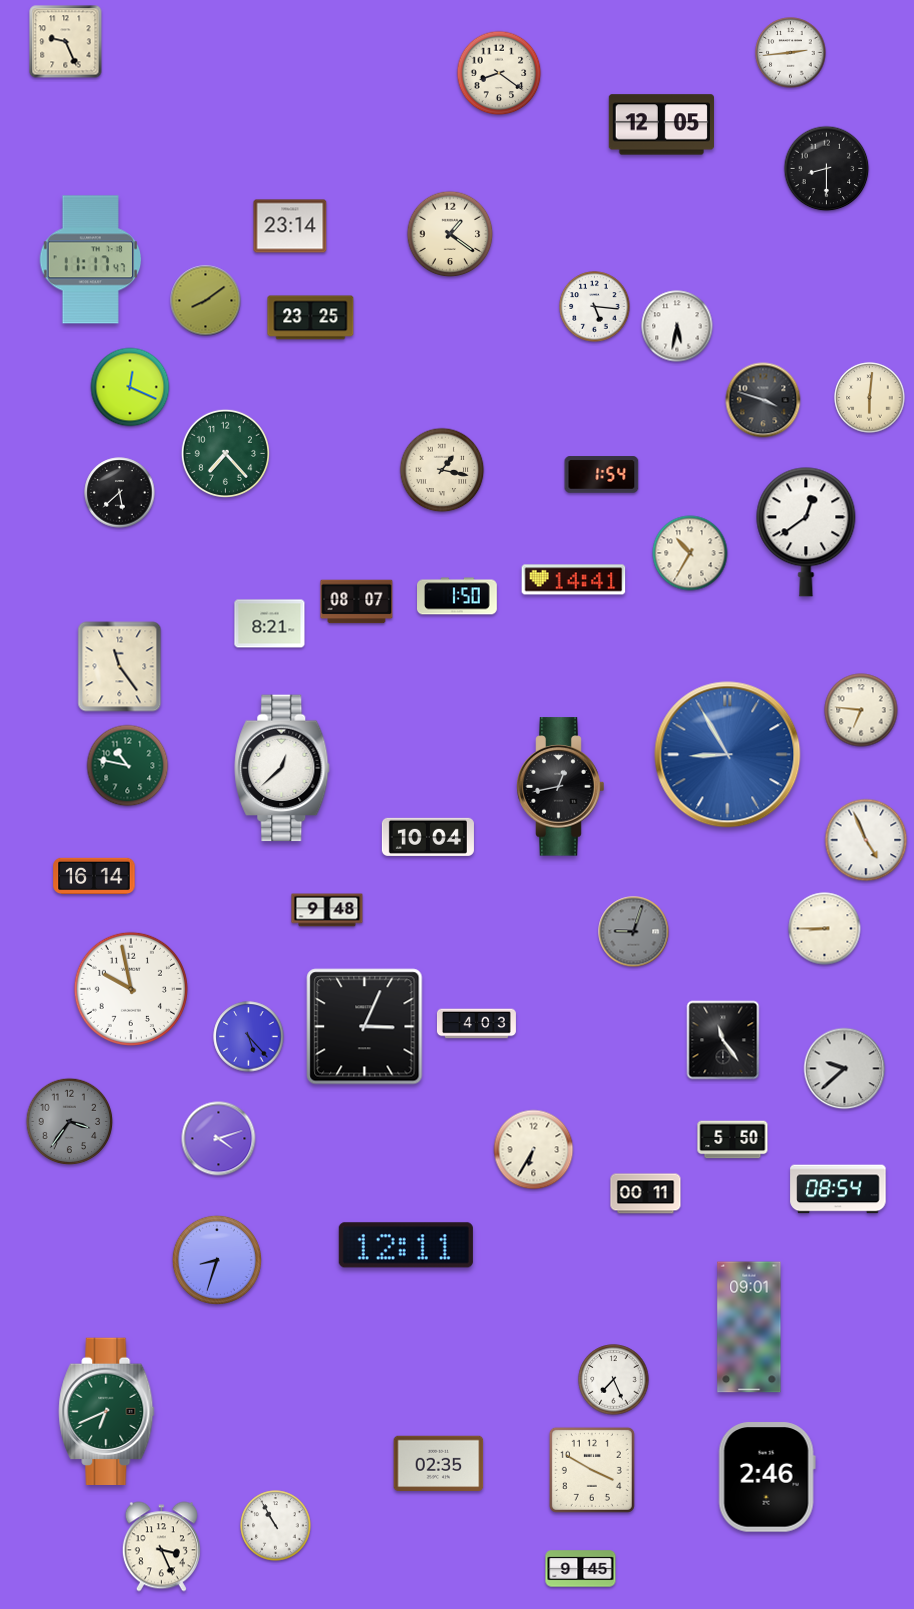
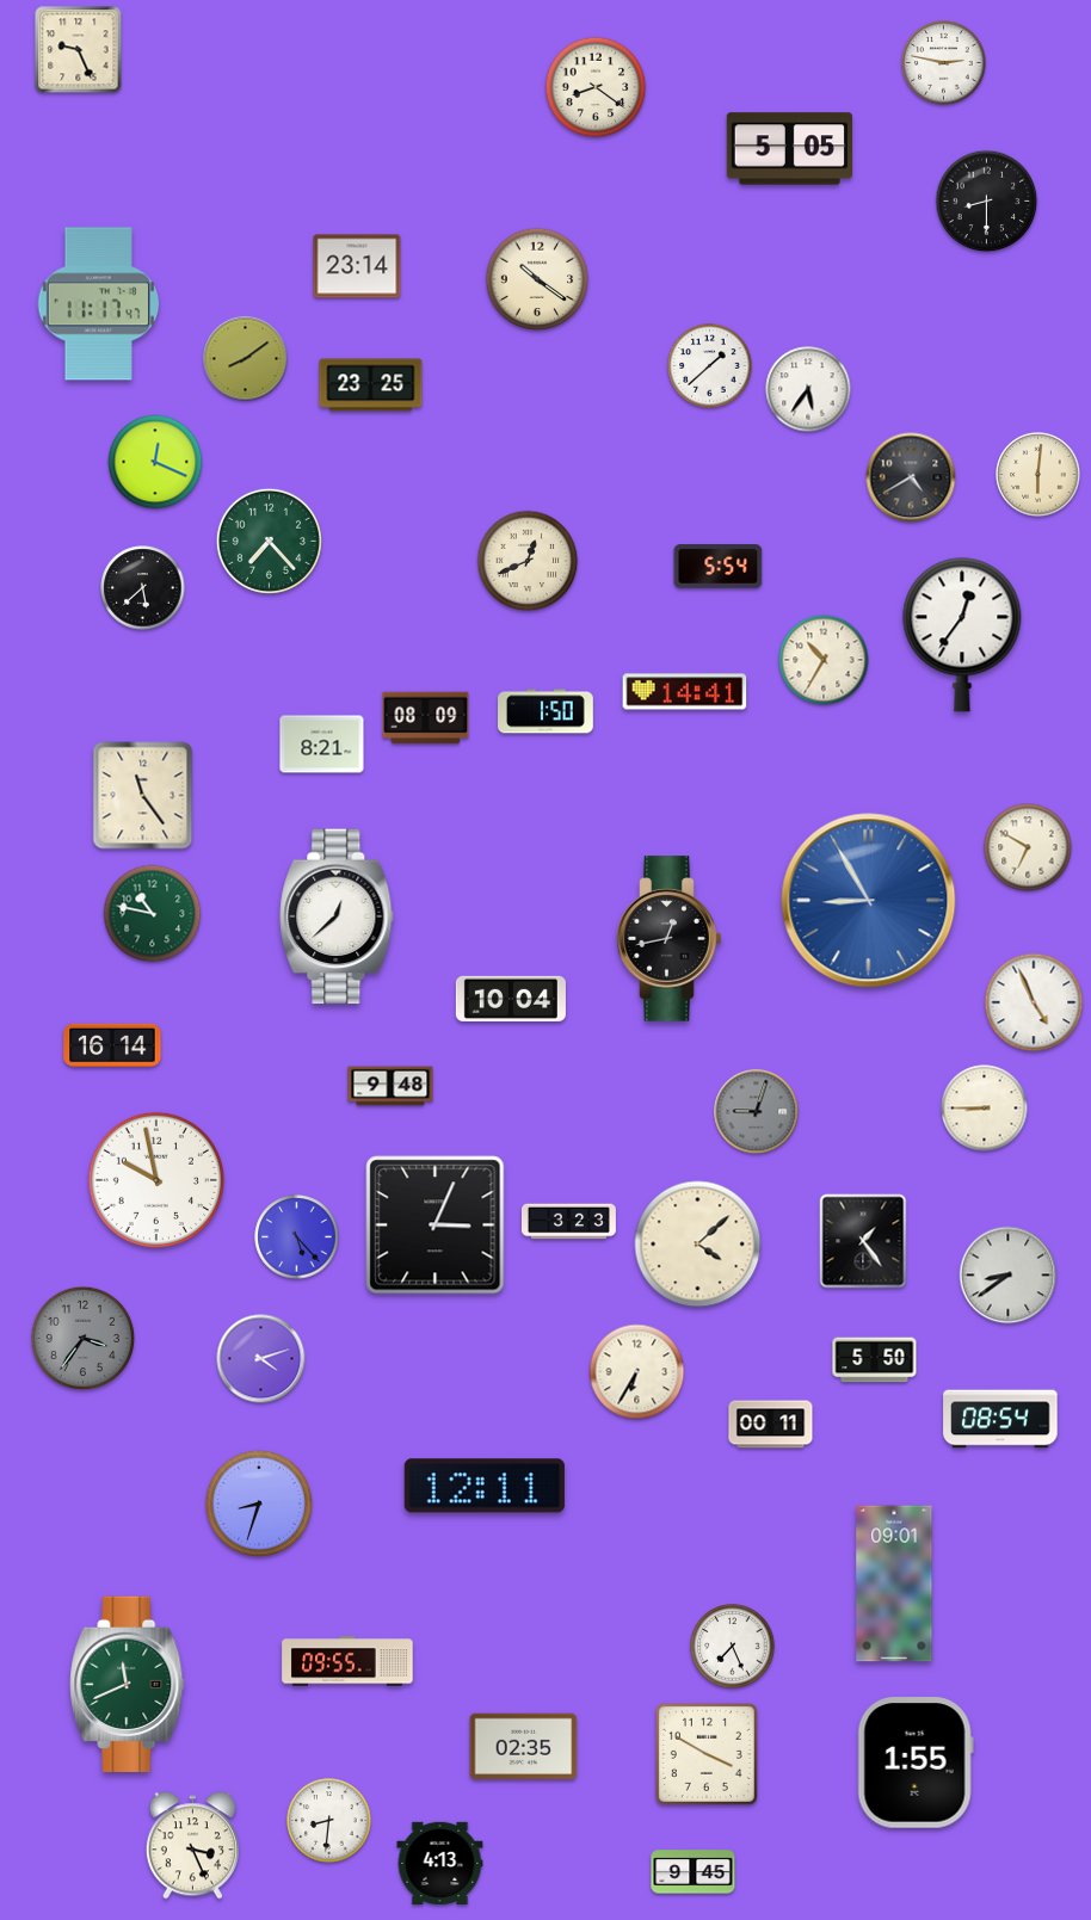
clock at (791, 53): 2:44 -> 2:47
clock at (661, 125): 12:05 -> 5:05
clock at (290, 226) position: (290, 226) -> (357, 266)
clock at (450, 234): 1:21 -> 10:21
clock at (91, 260) position: (91, 260) -> (99, 304)
clock at (595, 307): 5:16 -> 1:38
clock at (311, 318) position: (311, 318) -> (371, 385)
clock at (677, 326): 5:32 -> 5:36
clock at (763, 400): 3:48 -> 4:40
clock at (442, 470): 1:17 -> 12:41
clock at (602, 475): 1:54 -> 5:54
clock at (806, 532): 12:39 -> 12:36
clock at (357, 602): 08:07 -> 08:09
clock at (861, 710): 6:46 -> 6:50
clock at (476, 1024): 4:03 -> 3:23
clock at (723, 1040): 11:24 -> 1:24
clock at (698, 1245): none -> 4:08
clock at (845, 1069): 9:38 -> 8:39
clock at (347, 1661): none -> 09:55
clock at (107, 1412): 6:41 -> 11:41
clock at (767, 1477): 2:46 -> 1:55
clock at (276, 1526): 10:55 -> 8:31
clock at (440, 1864): none -> 4:13
